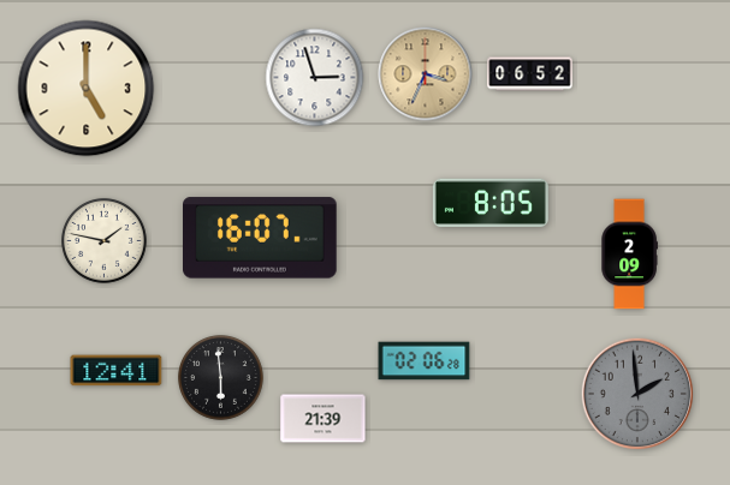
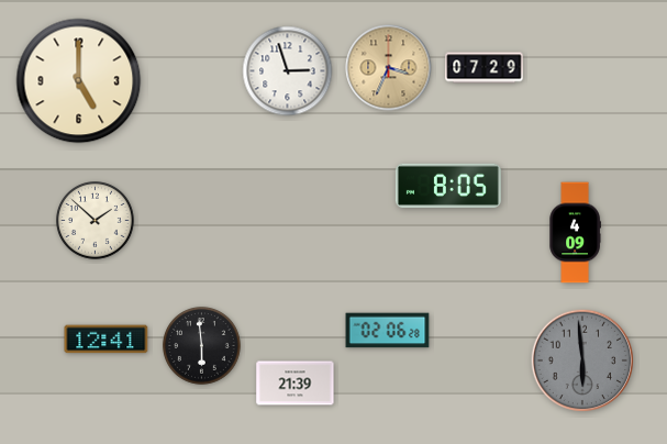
clock at (530, 74): 06:52 -> 07:29
clock at (261, 238): 16:07 -> none
clock at (105, 241): 1:47 -> 1:52
clock at (629, 255): 2:09 -> 4:09
clock at (637, 394): 1:59 -> 5:59
